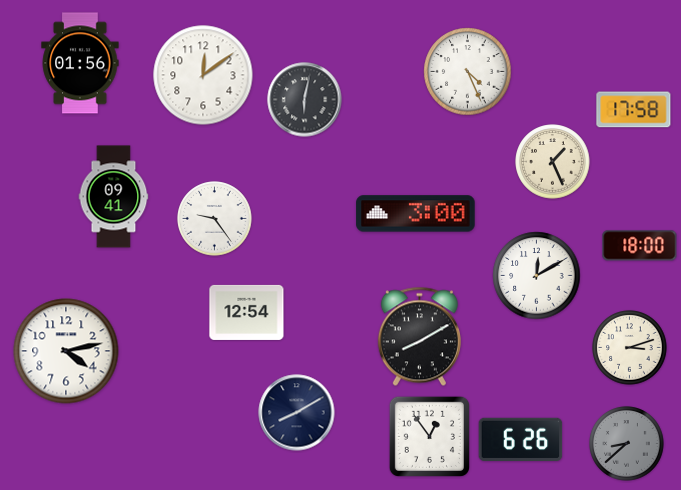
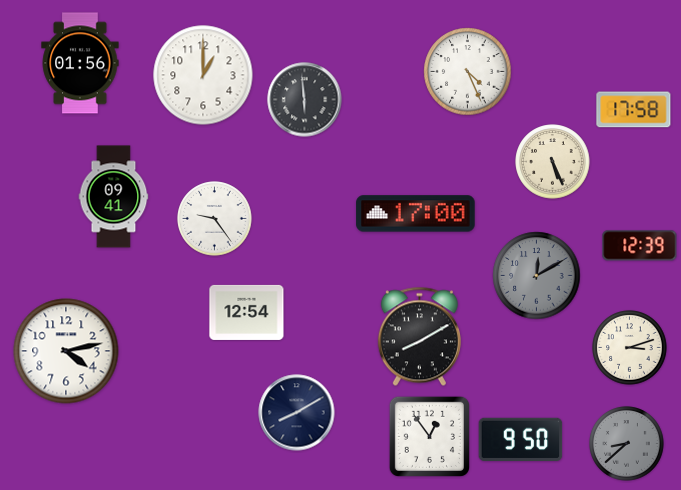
clock at (203, 75): 12:09 -> 1:00
clock at (305, 100): 6:02 -> 5:59
clock at (553, 162): 1:26 -> 5:26
clock at (416, 214): 3:00 -> 17:00
clock at (640, 246): 18:00 -> 12:39
clock at (537, 276) dial: white -> grey
clock at (521, 439): 6:26 -> 9:50
